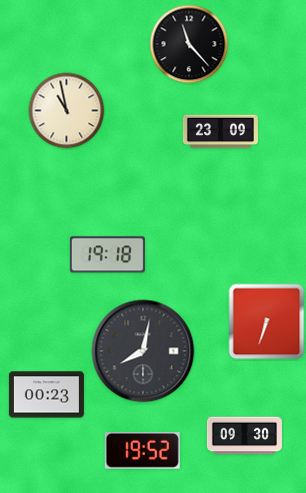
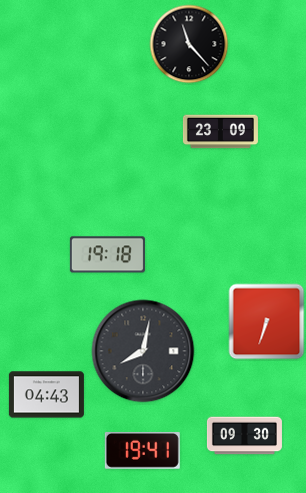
clock at (67, 111): 10:58 -> none
clock at (46, 395): 00:23 -> 04:43
clock at (142, 450): 19:52 -> 19:41
